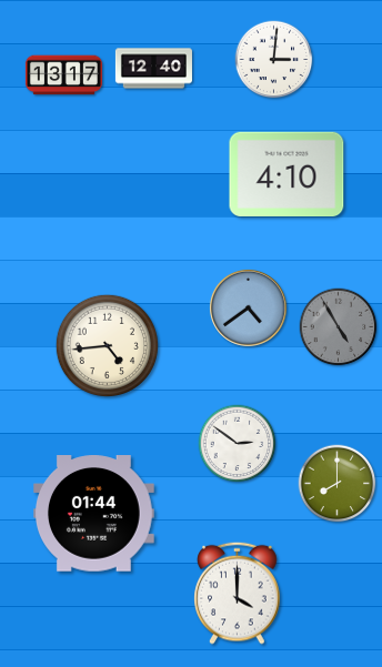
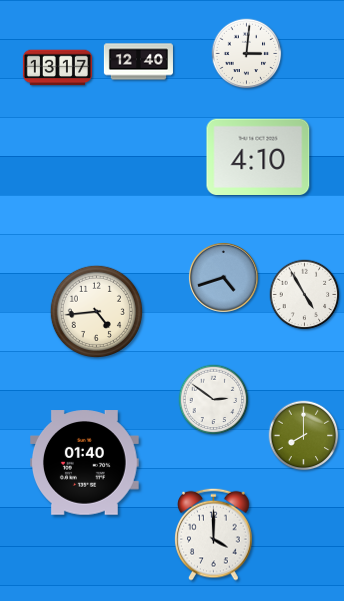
clock at (248, 307): 4:39 -> 4:42
clock at (339, 327) dial: grey -> white
clock at (94, 514): 01:44 -> 01:40
